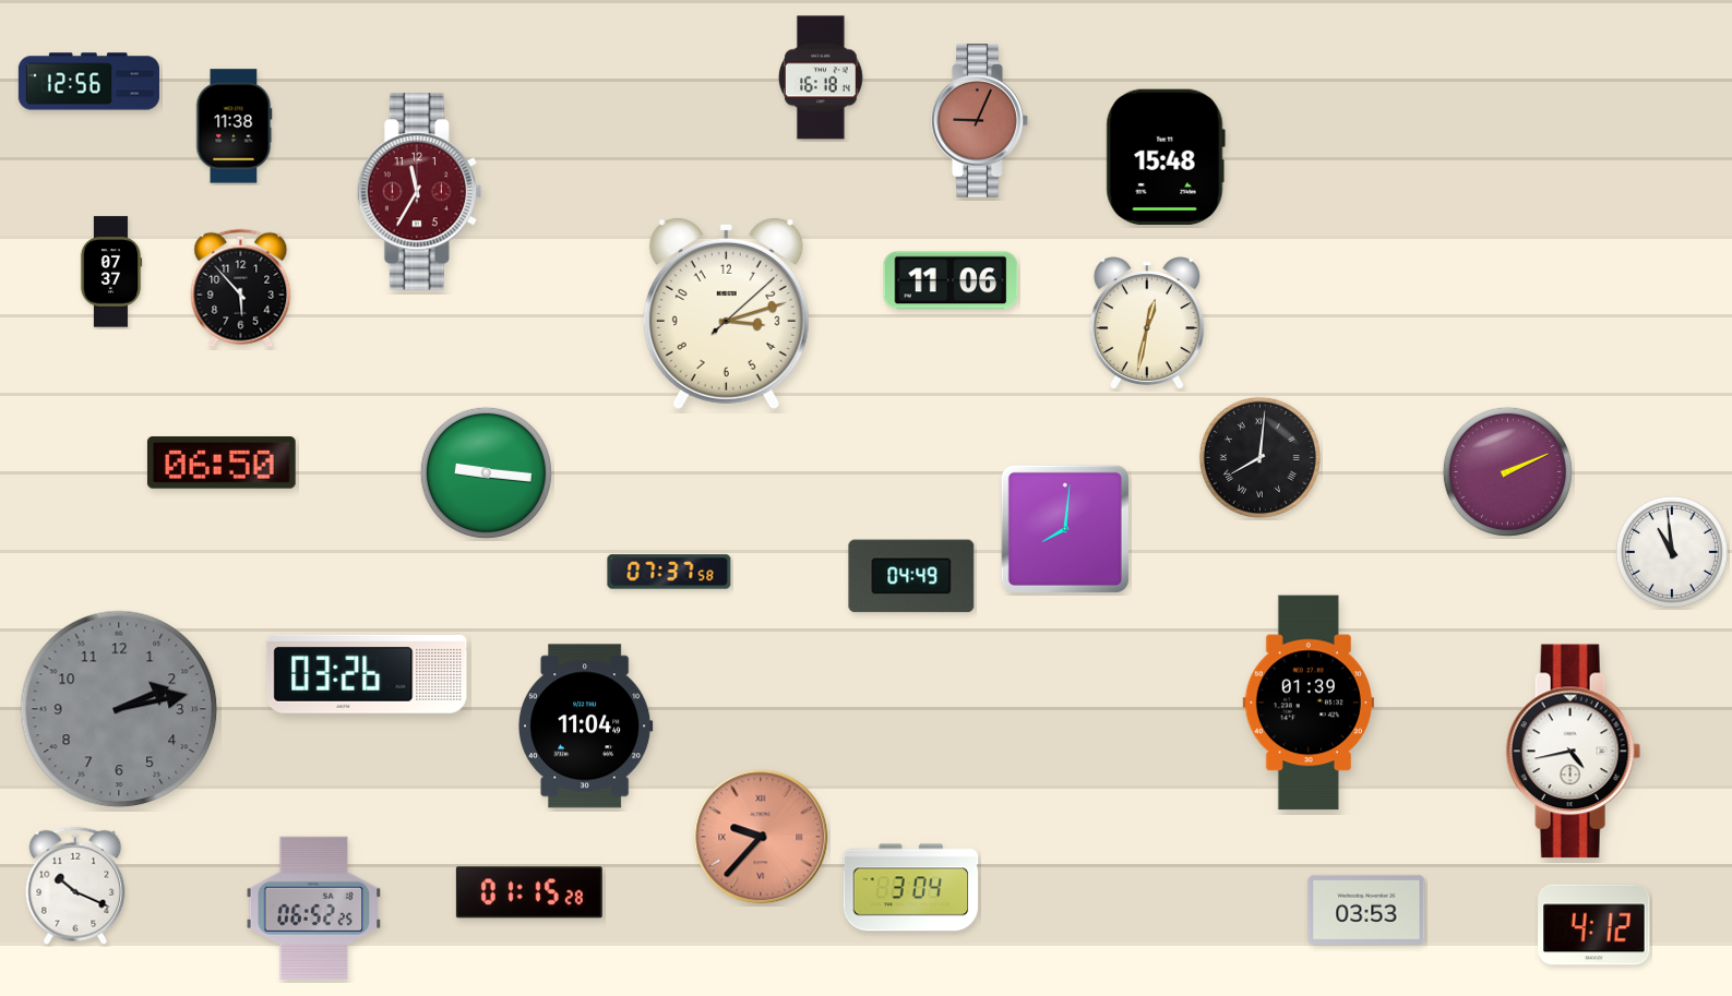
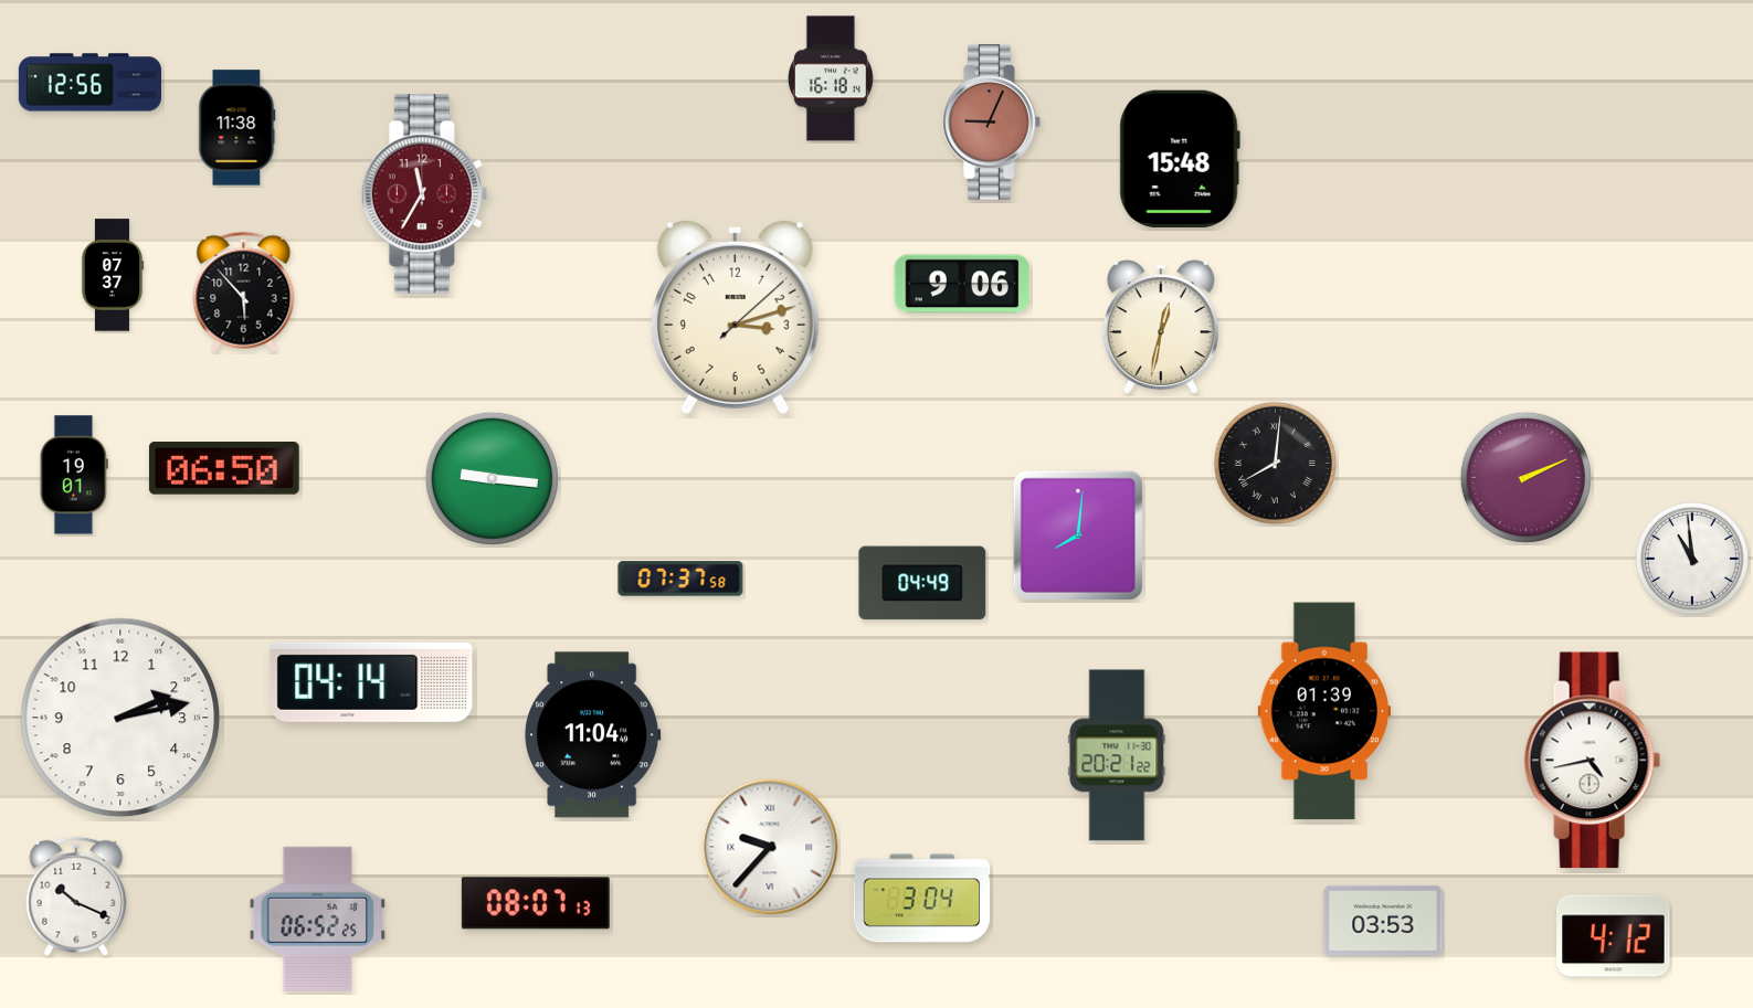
clock at (951, 280): 11:06 -> 9:06
clock at (74, 475): none -> 19:01
clock at (669, 572) position: (669, 572) -> (680, 579)
clock at (367, 674): 03:26 -> 04:14
clock at (119, 709) dial: grey -> white
clock at (1117, 755): none -> 20:21
clock at (761, 837) dial: salmon -> white
clock at (529, 892): 01:15 -> 08:07
